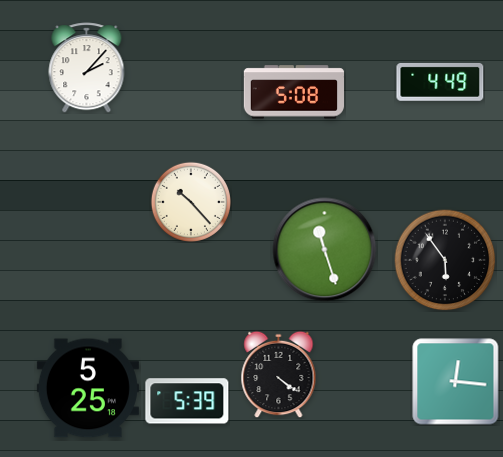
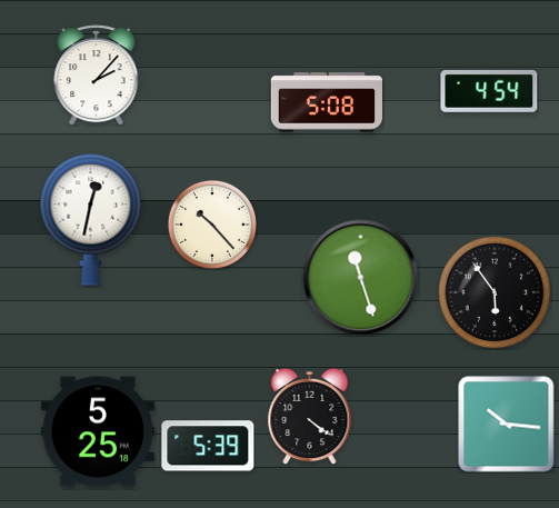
clock at (440, 82): 4:49 -> 4:54
clock at (91, 219): none -> 12:32
clock at (445, 260) position: (445, 260) -> (495, 292)
clock at (456, 382): 12:16 -> 10:16
